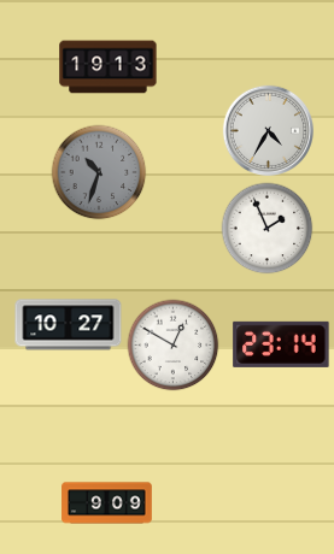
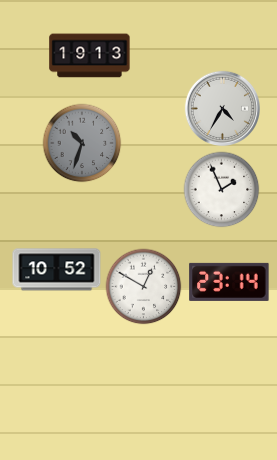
clock at (69, 325): 10:27 -> 10:52
clock at (281, 344) position: (281, 344) -> (229, 282)
clock at (107, 503): 9:09 -> none
